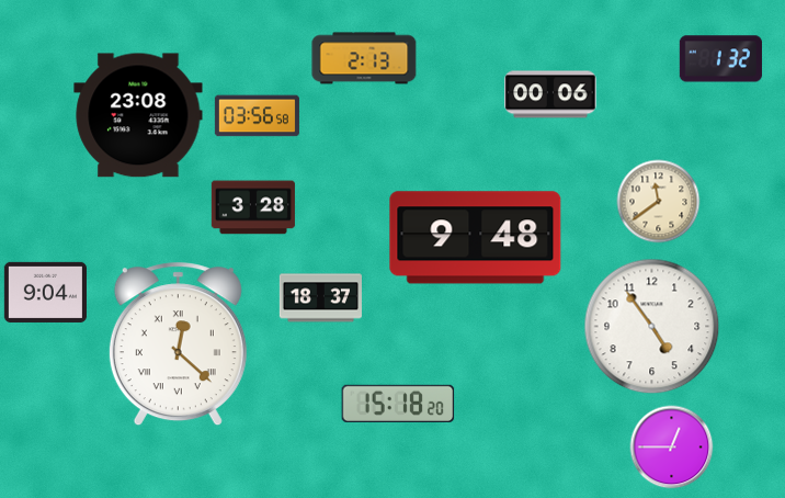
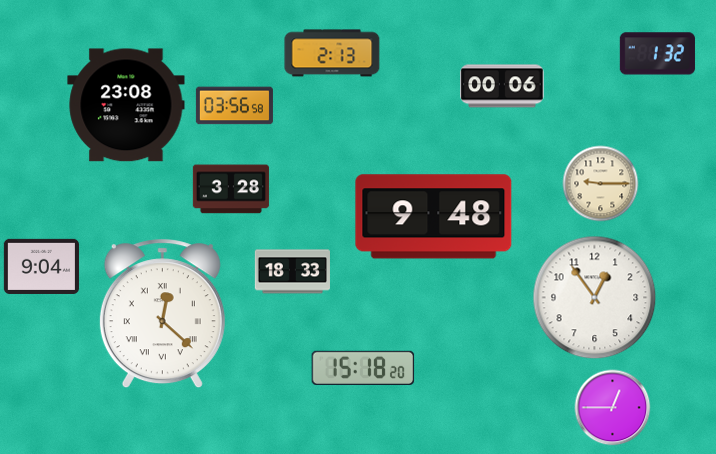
clock at (659, 202): 11:39 -> 9:15
clock at (320, 298): 18:37 -> 18:33
clock at (652, 327): 4:54 -> 12:54
